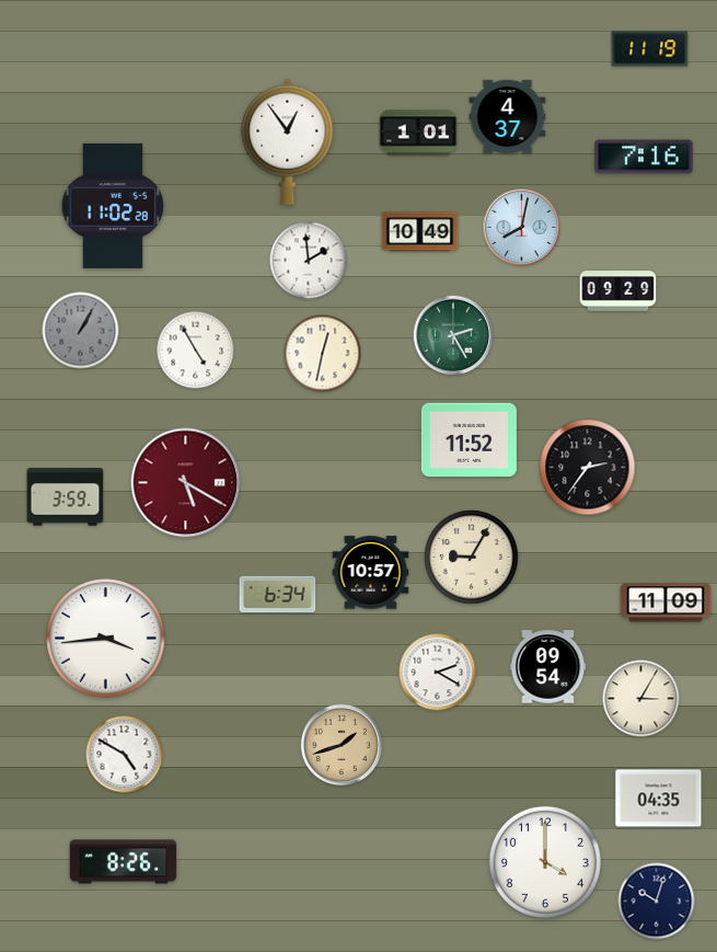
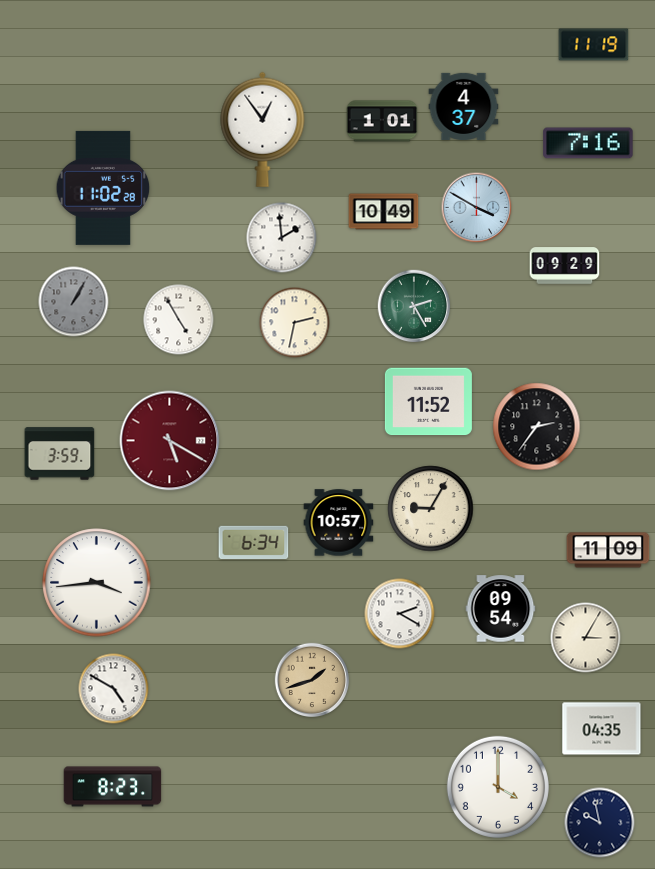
clock at (522, 228): 8:02 -> 3:50
clock at (323, 354): 12:32 -> 2:32
clock at (124, 862): 8:26 -> 8:23
clock at (657, 902): 10:03 -> 9:58
